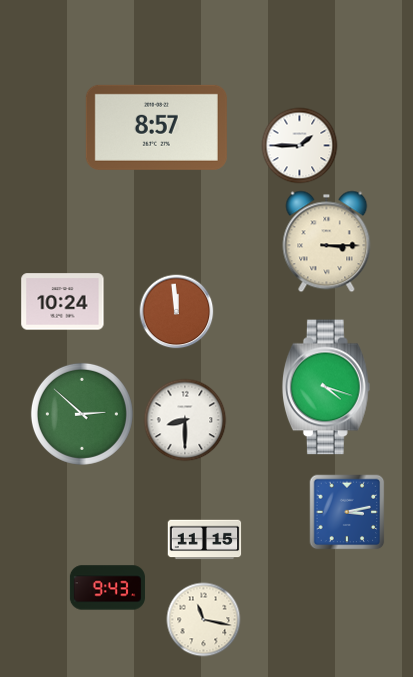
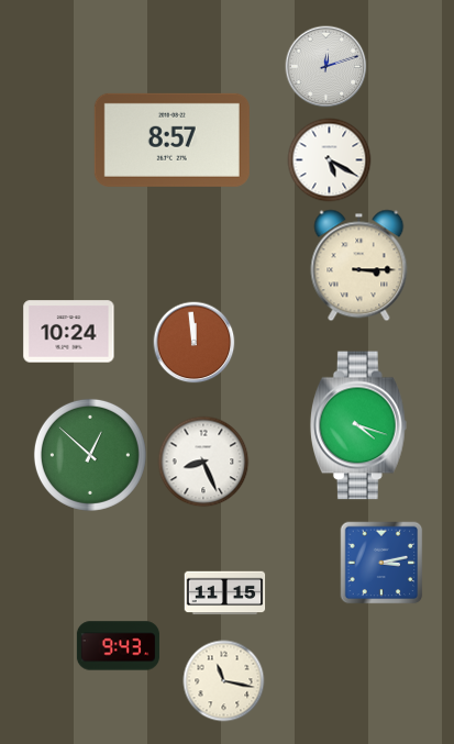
clock at (326, 67): none -> 12:12
clock at (300, 146): 1:45 -> 5:20
clock at (82, 414): 2:52 -> 12:52
clock at (185, 420): 8:30 -> 8:26
